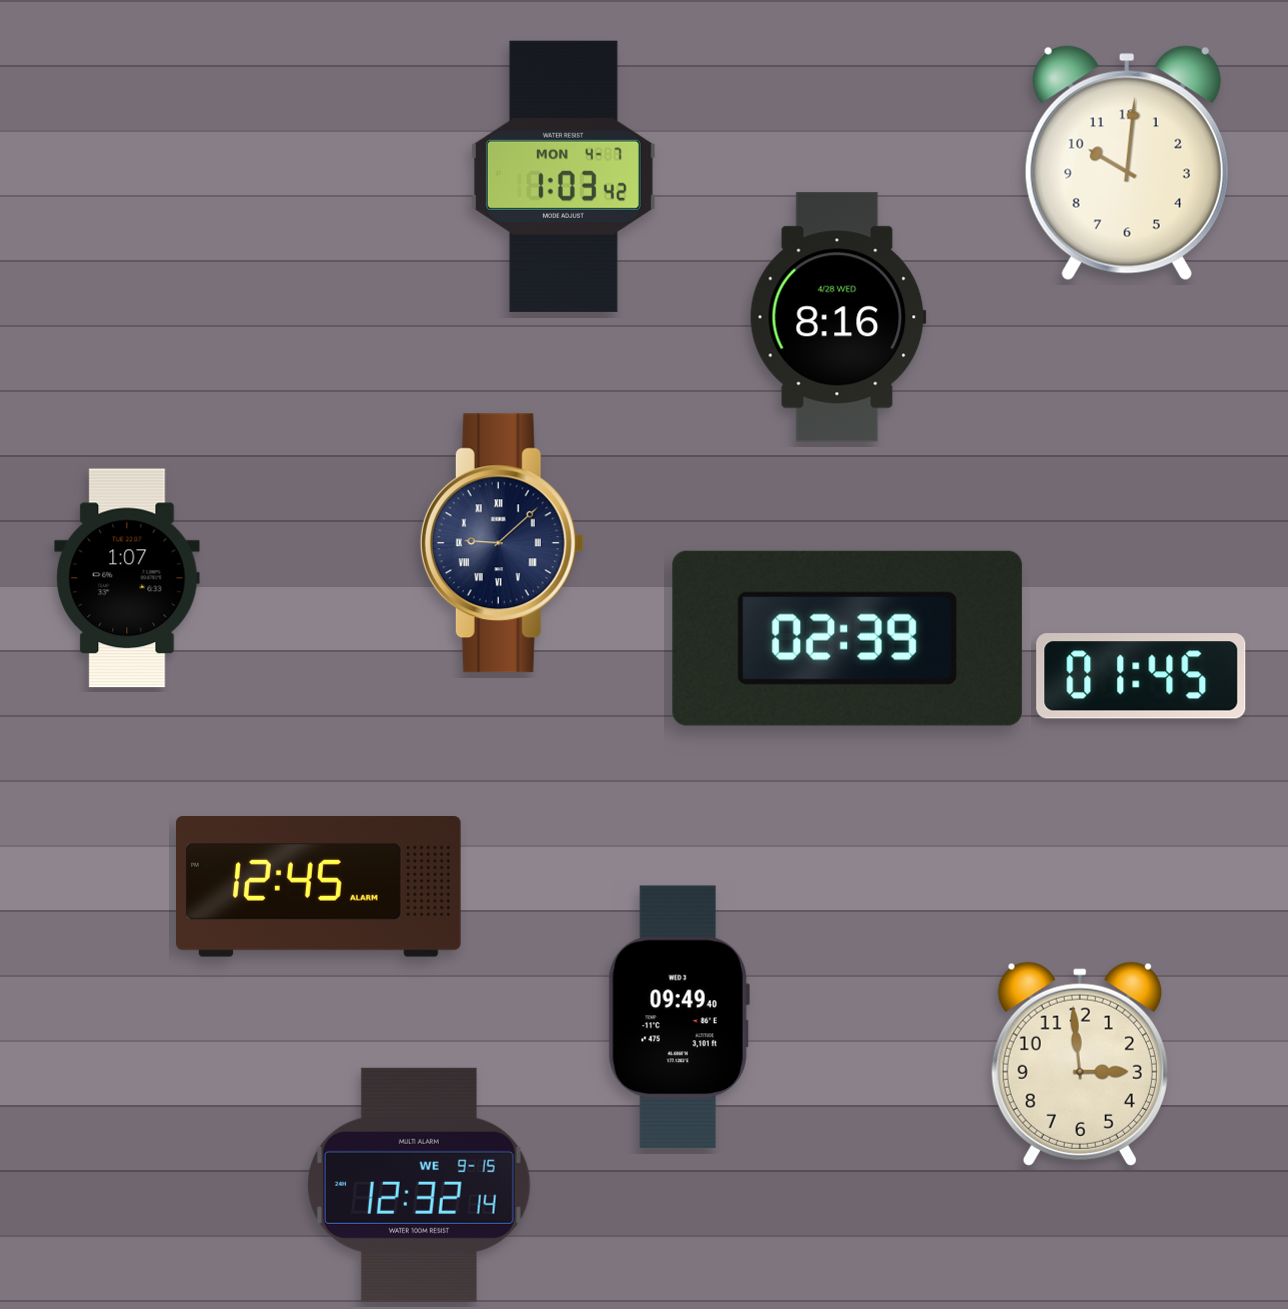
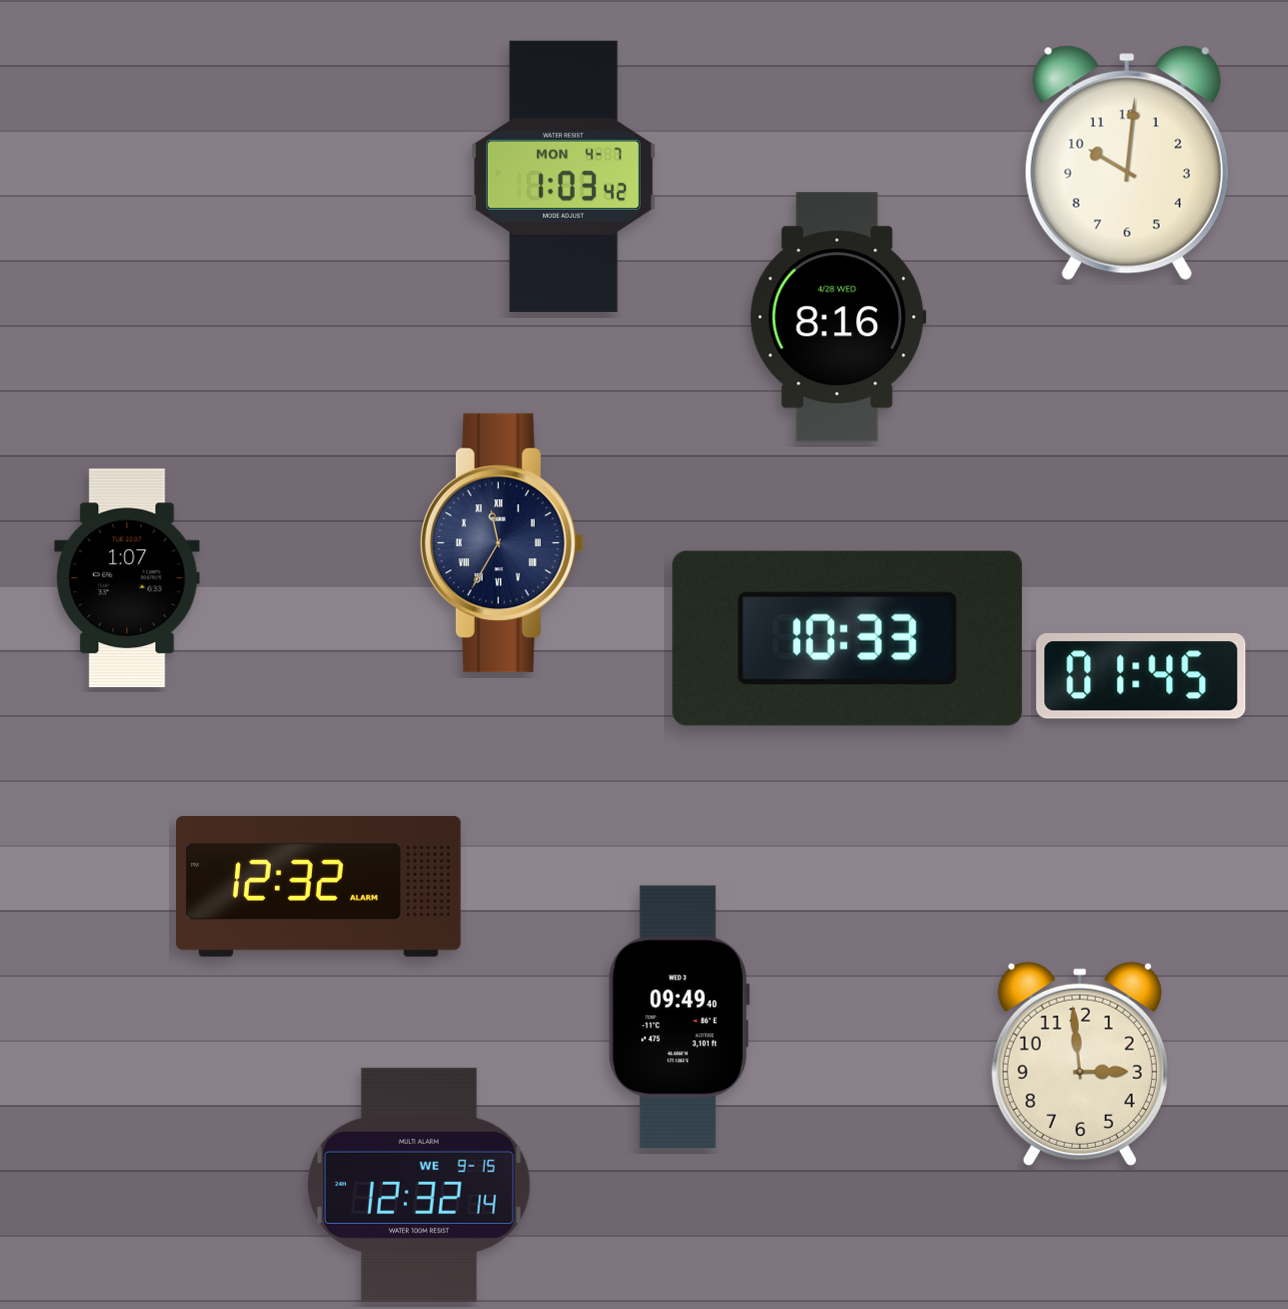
clock at (502, 543): 9:08 -> 11:35
clock at (847, 638): 02:39 -> 10:33
clock at (319, 887): 12:45 -> 12:32
